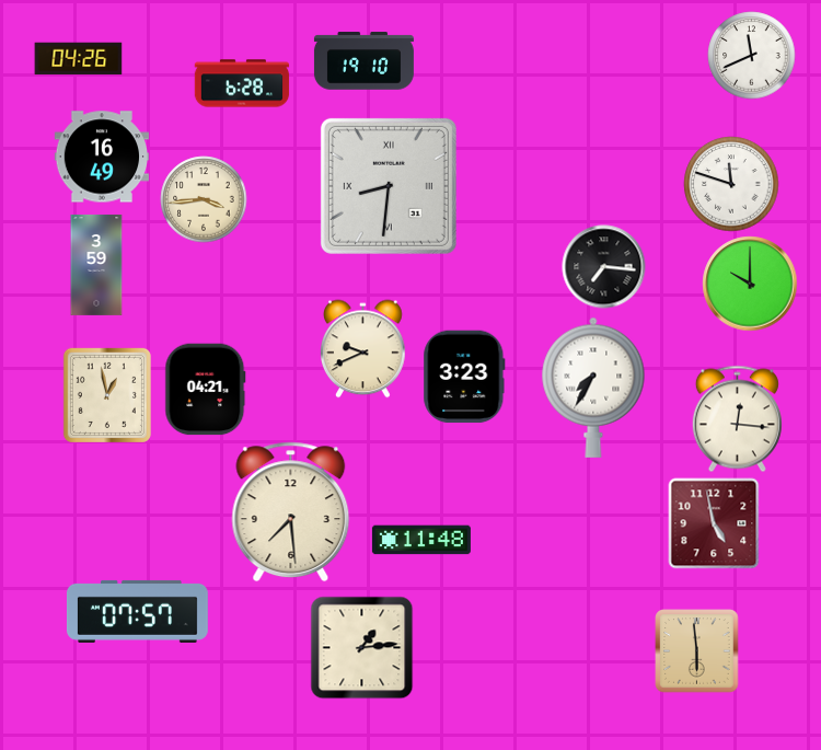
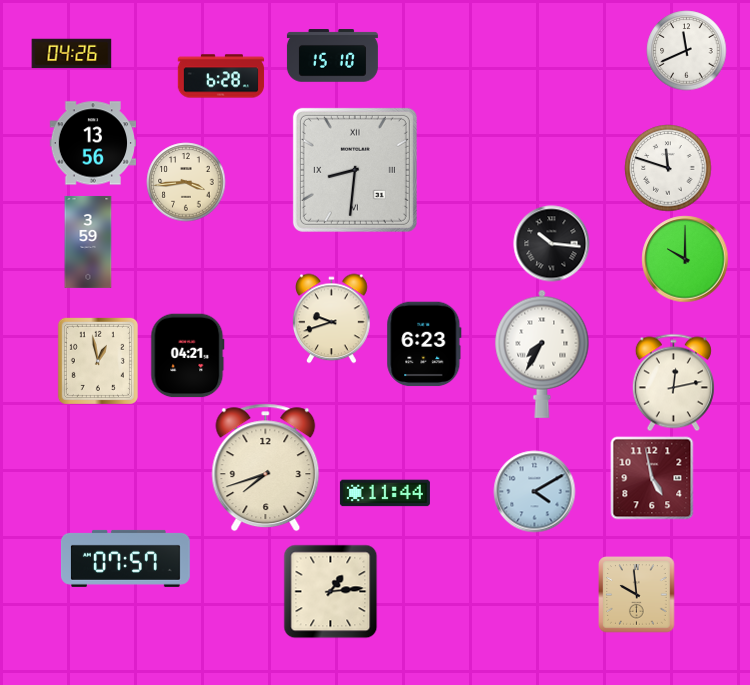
clock at (363, 61): 19:10 -> 15:10
clock at (102, 157): 16:49 -> 13:56
clock at (604, 267): 7:16 -> 10:16
clock at (363, 349): 9:41 -> 9:42
clock at (464, 377): 3:23 -> 6:23
clock at (737, 419): 12:16 -> 12:13
clock at (291, 512): 7:29 -> 7:42
clock at (535, 492): none -> 4:10
clock at (421, 540): 11:48 -> 11:44
clock at (697, 651): 5:59 -> 9:59
